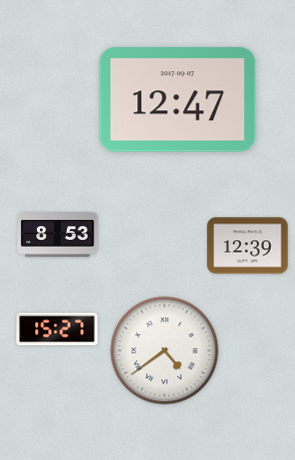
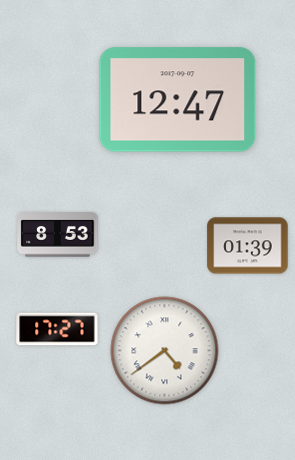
clock at (248, 246): 12:39 -> 01:39
clock at (57, 329): 15:27 -> 17:27
